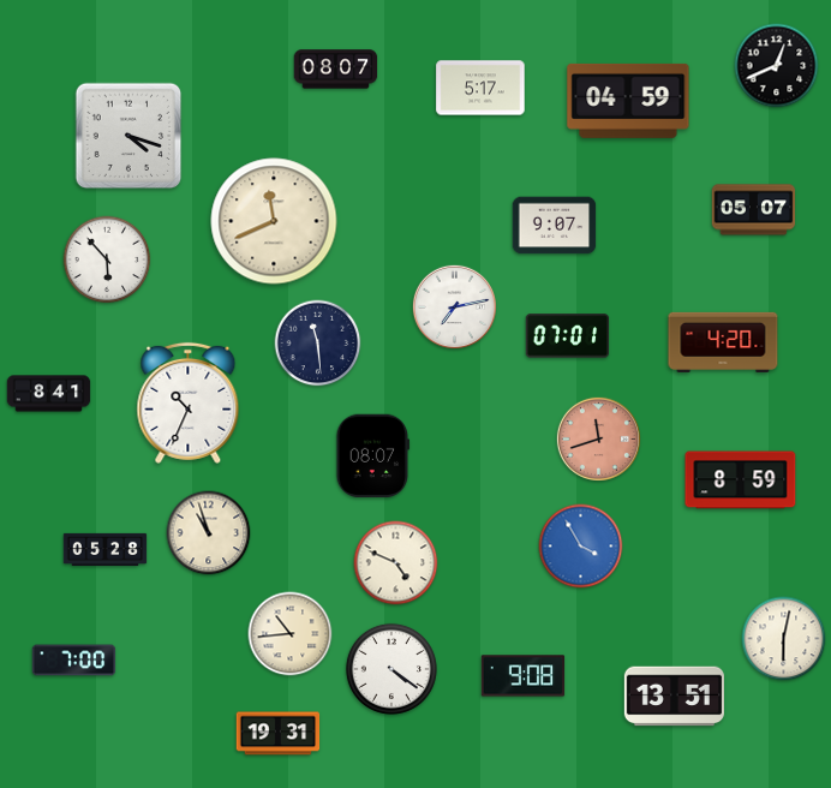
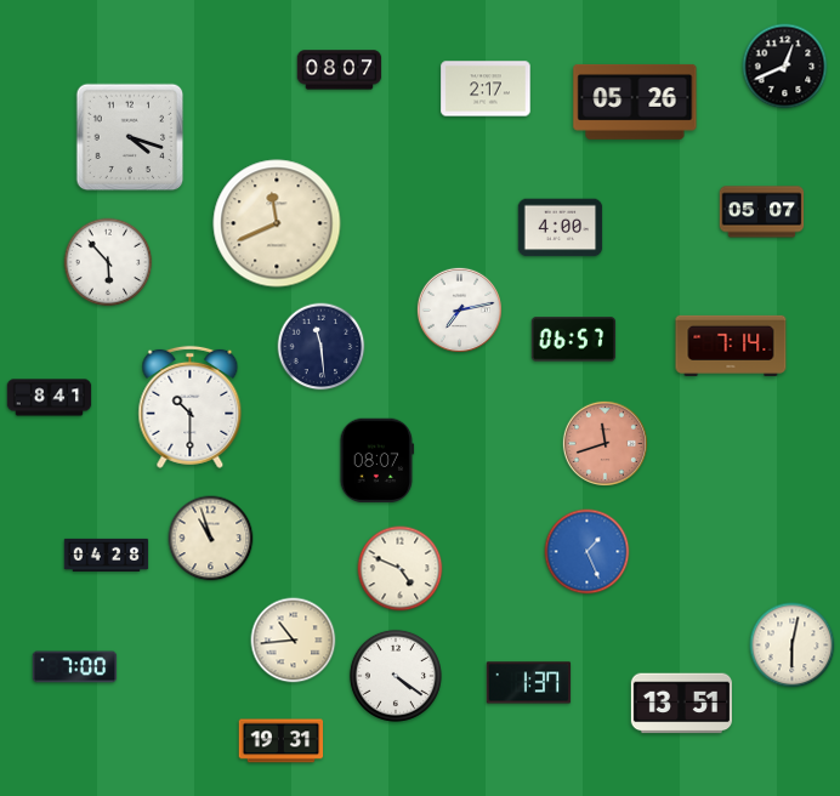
clock at (480, 88): 5:17 -> 2:17
clock at (628, 101): 04:59 -> 05:26
clock at (555, 226): 9:07 -> 4:00
clock at (568, 336): 07:01 -> 06:57
clock at (723, 342): 4:20 -> 7:14
clock at (189, 402): 10:34 -> 10:30
clock at (741, 480): 8:59 -> none
clock at (581, 547): 3:55 -> 1:26
clock at (106, 549): 05:28 -> 04:28
clock at (524, 676): 9:08 -> 1:37
